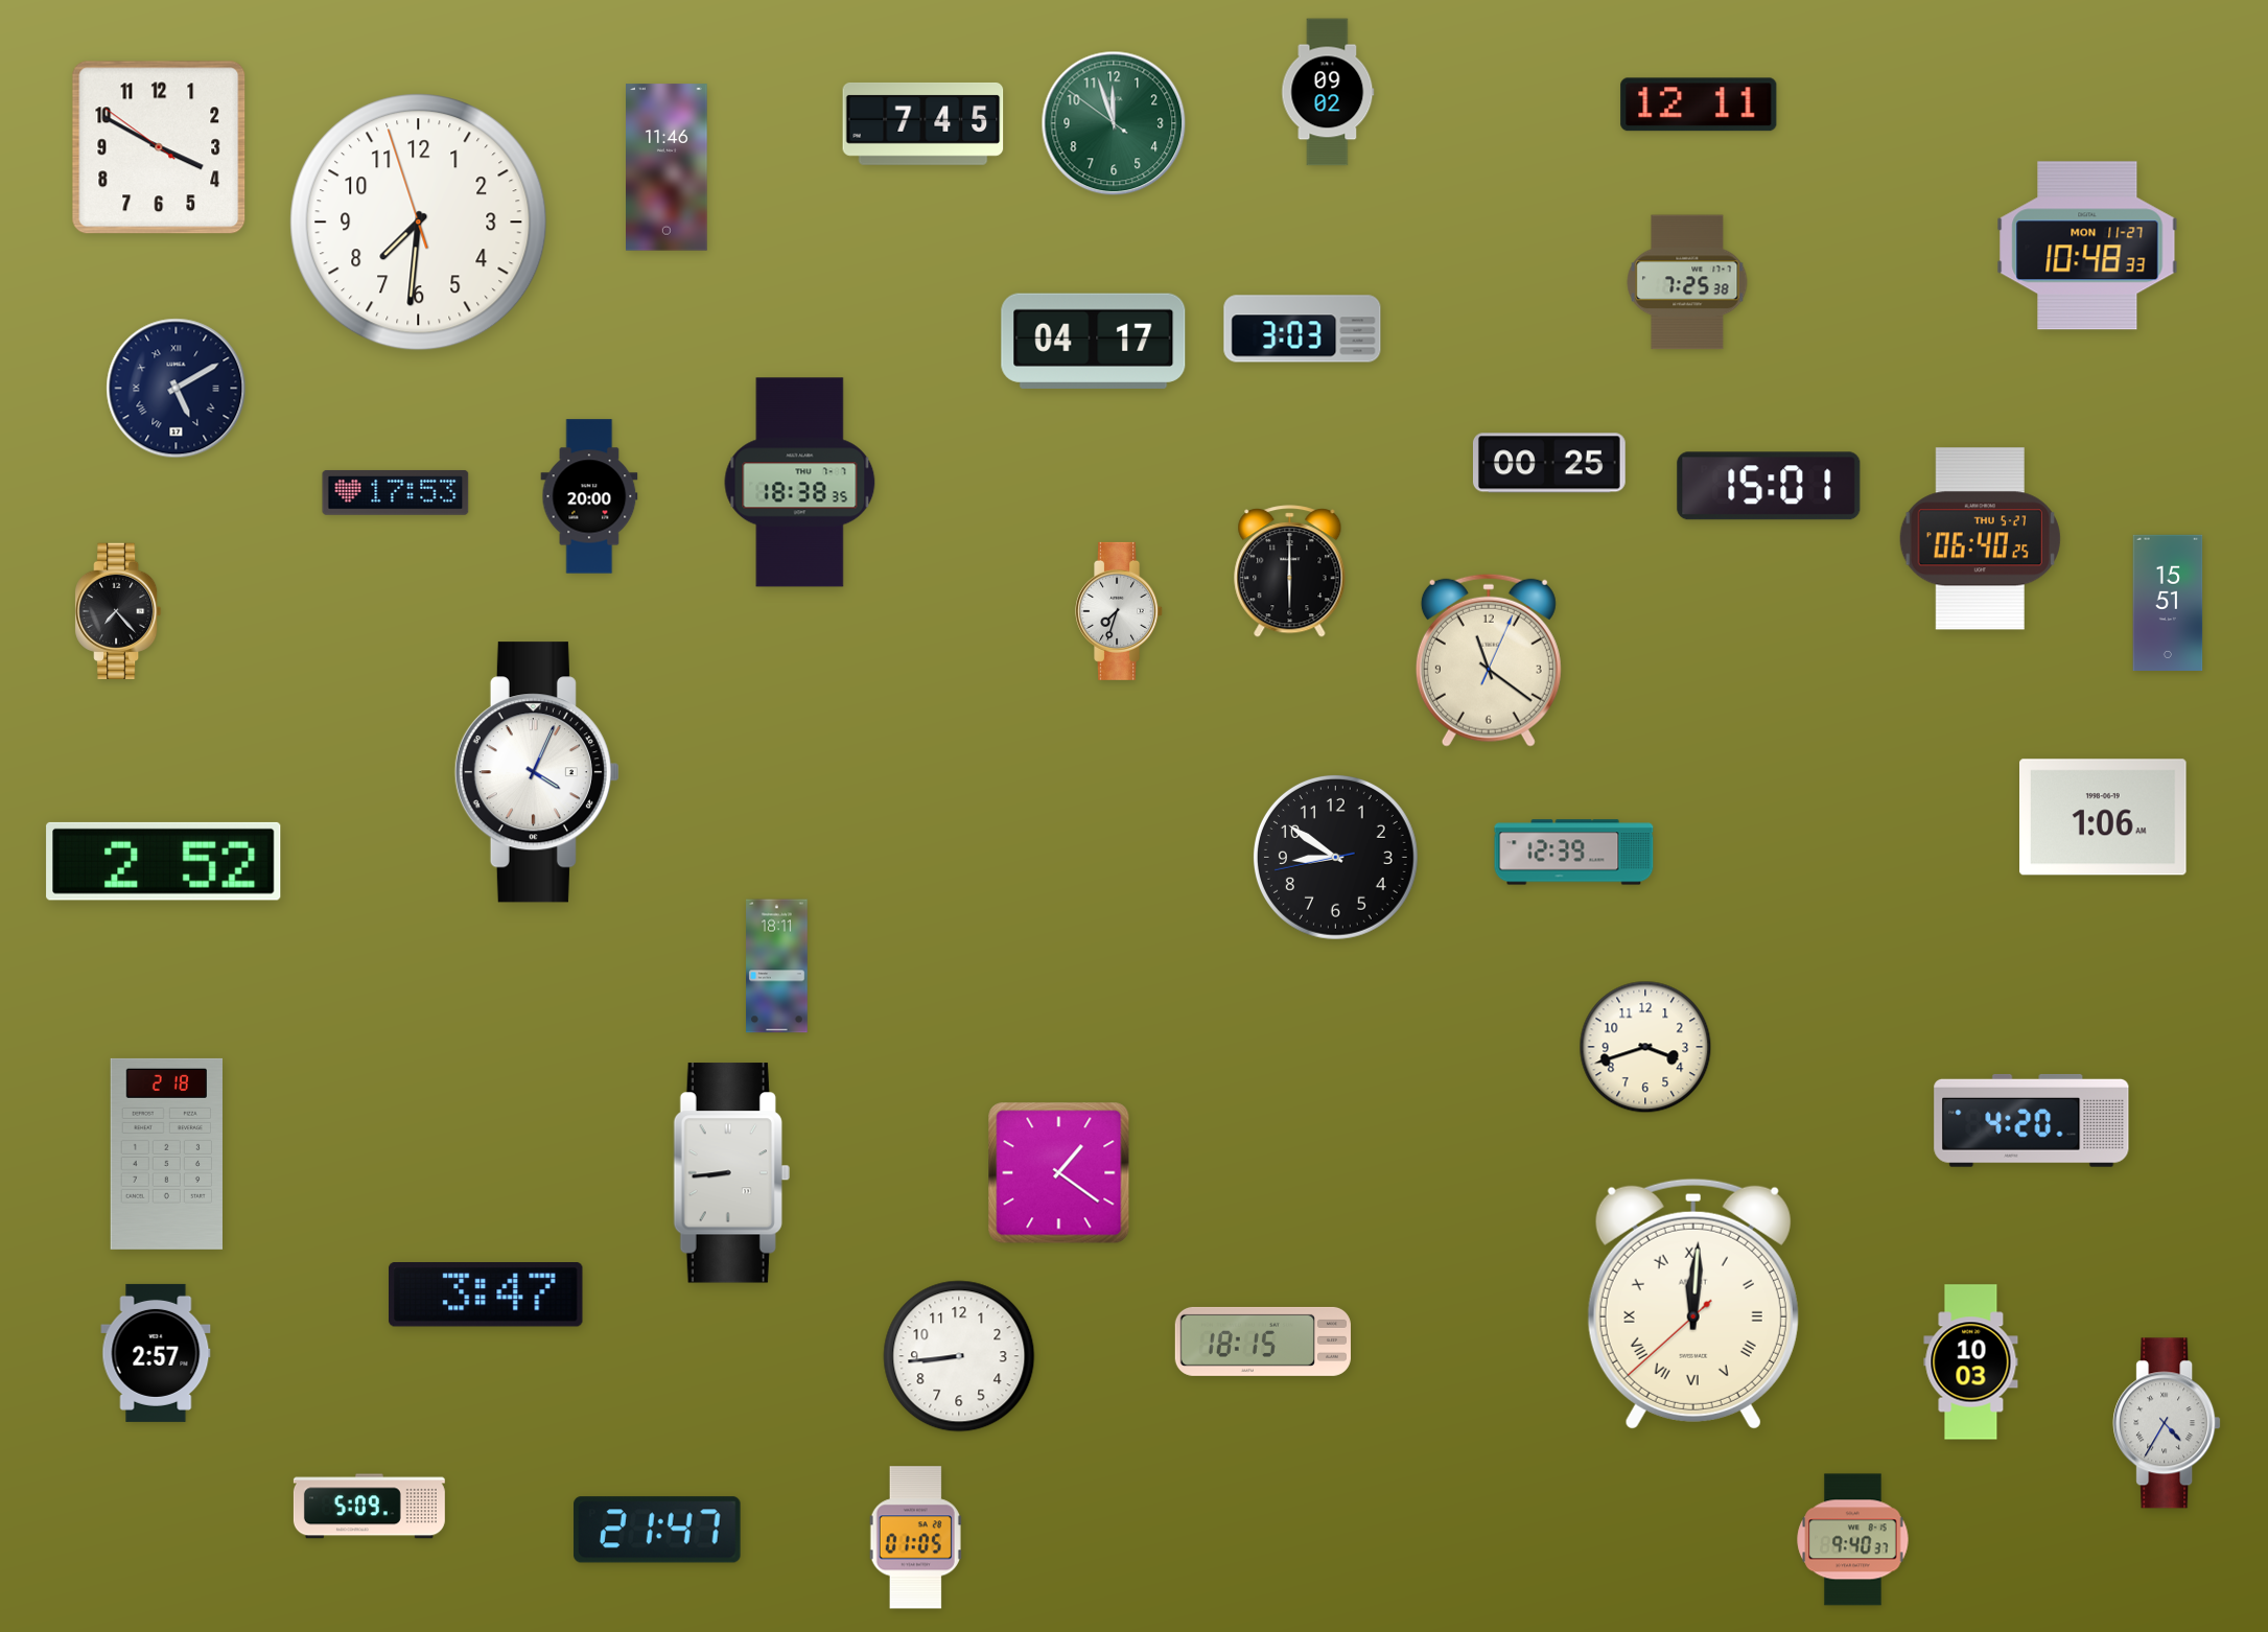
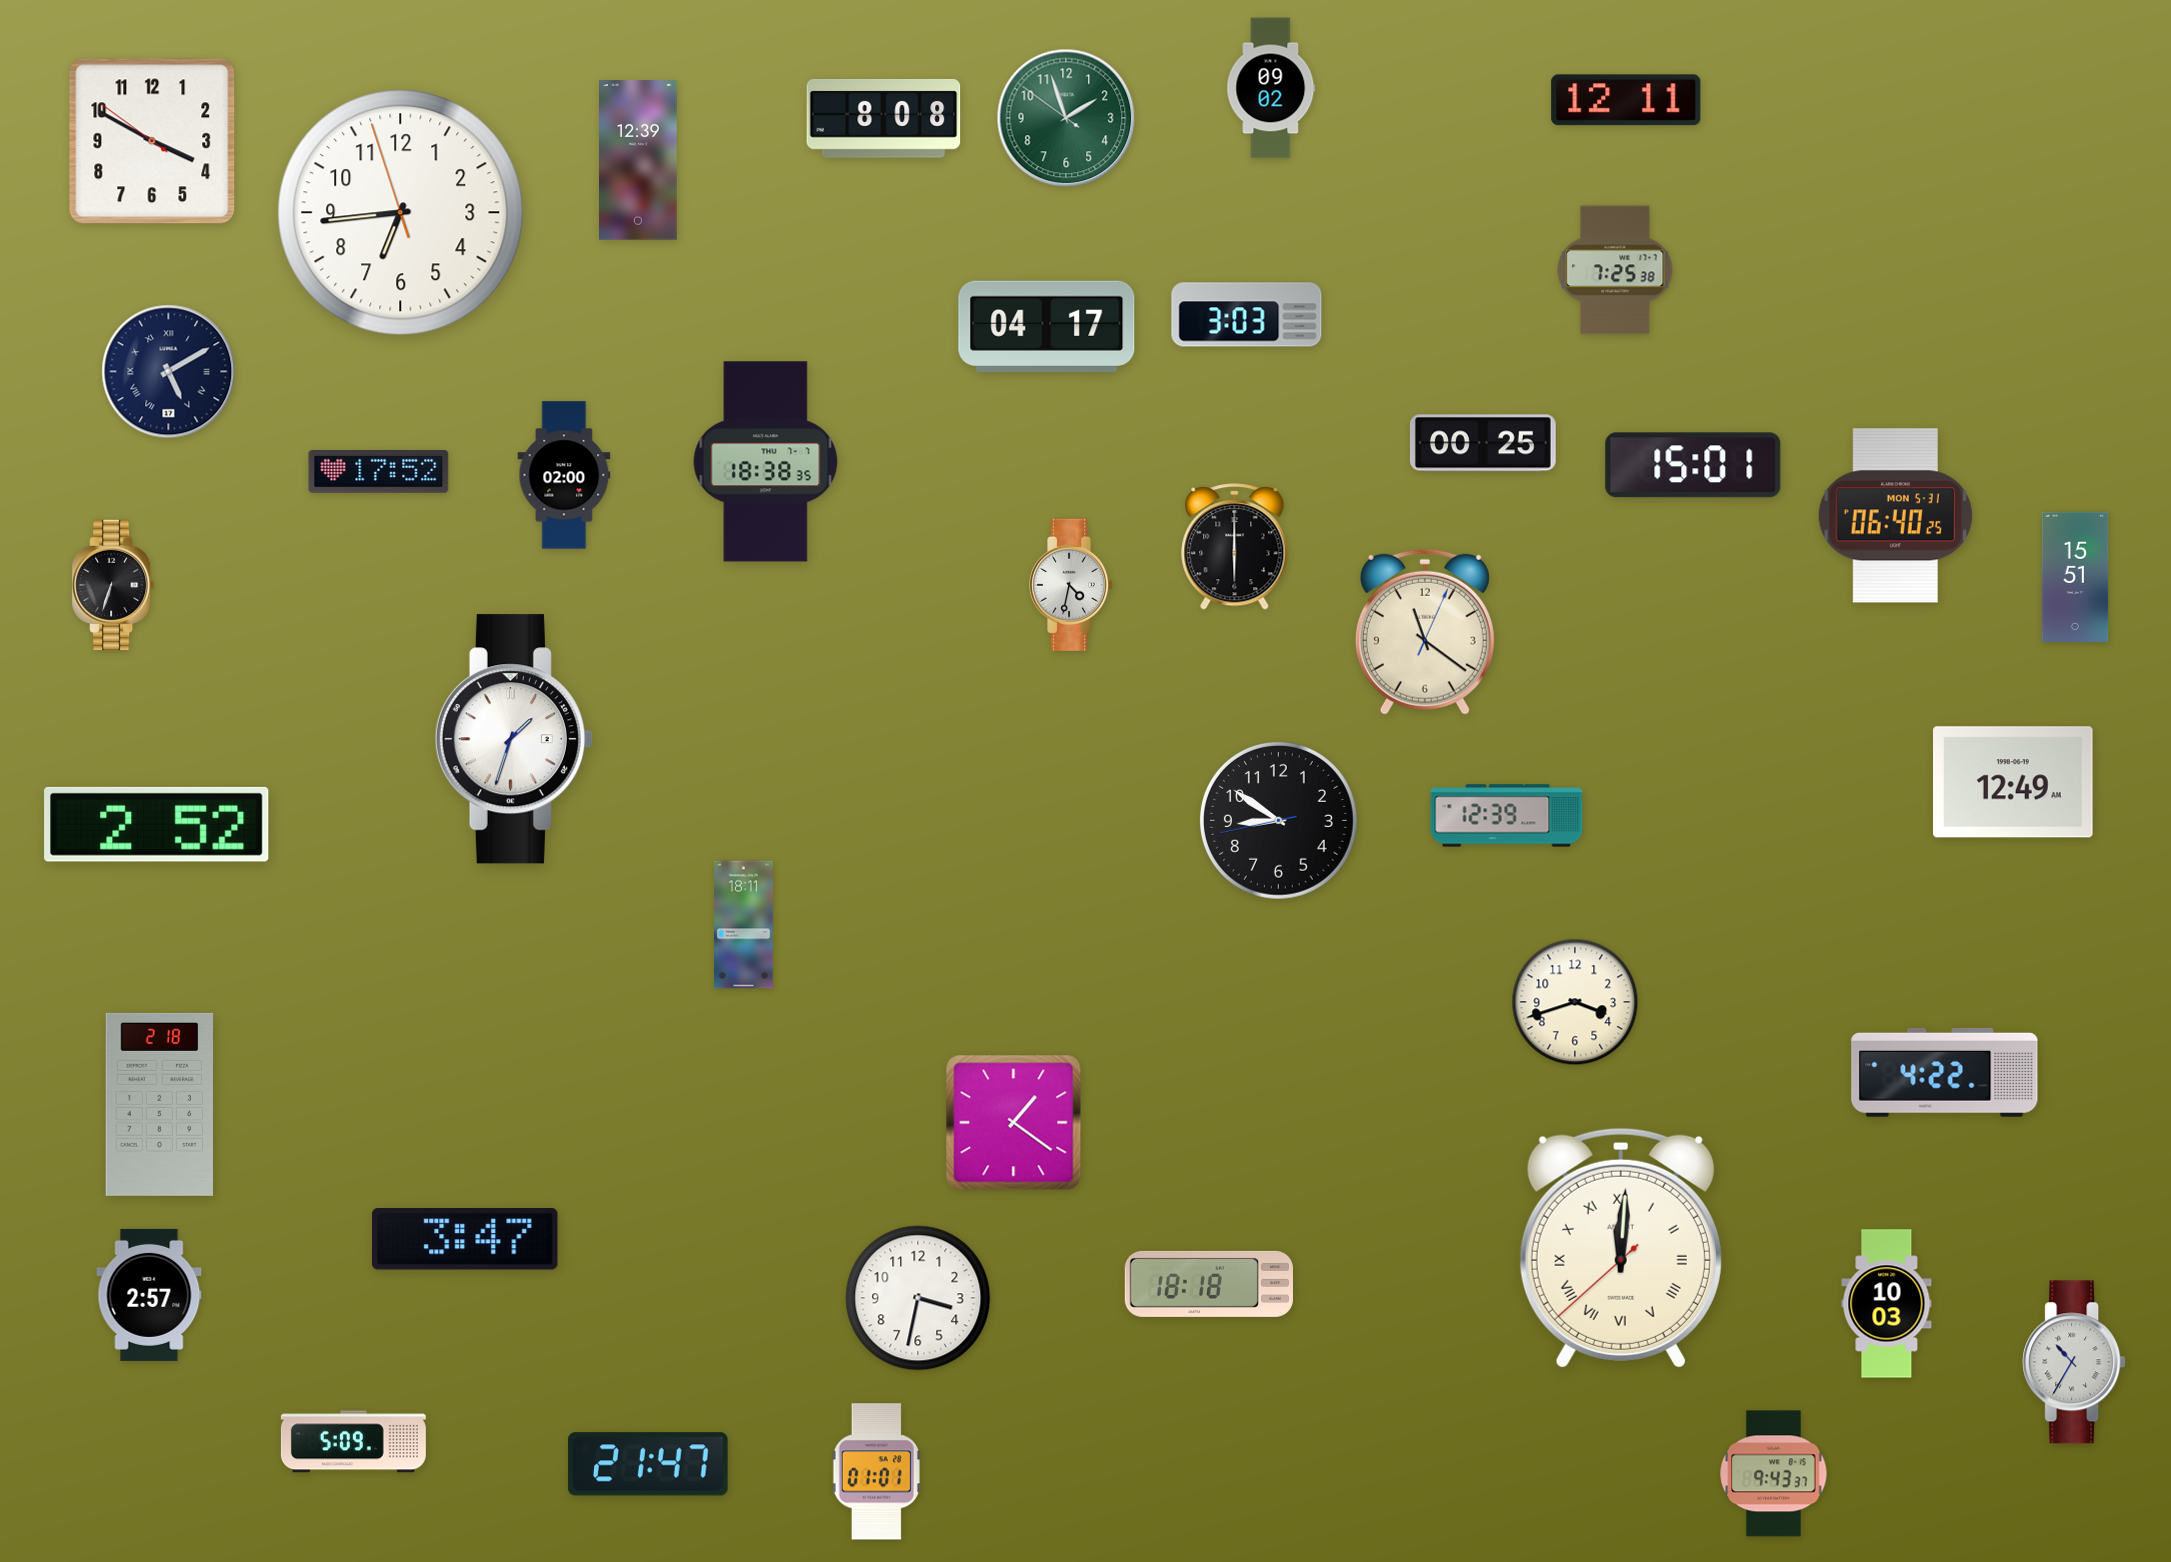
clock at (923, 123): 7:45 -> 8:08
clock at (1114, 123): 11:56 -> 1:56
clock at (667, 167): 11:46 -> 12:39
clock at (419, 223): 7:30 -> 6:43
clock at (2087, 246): 10:48 -> none
clock at (396, 492): 17:53 -> 17:52
clock at (589, 496): 20:00 -> 02:00
clock at (1980, 539) date: THU 5-27 -> MON 5-31
clock at (118, 610): 7:23 -> 6:33
clock at (1120, 611): 7:33 -> 4:32
clock at (537, 772): 4:04 -> 1:33
clock at (2103, 817): 1:06 -> 12:49
clock at (2032, 1120): 4:20 -> 4:22
clock at (731, 1173): 8:44 -> none
clock at (1263, 1342): 18:15 -> 18:18
clock at (959, 1356): 8:44 -> 3:32
clock at (2167, 1423): 4:35 -> 10:35
clock at (657, 1530) position: (657, 1530) -> (648, 1464)
clock at (915, 1538): 01:05 -> 01:01
clock at (1853, 1540): 9:40 -> 9:43
